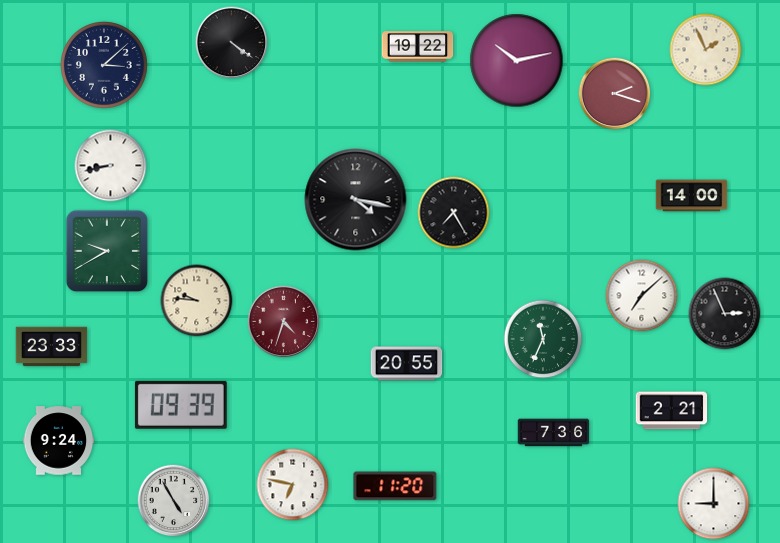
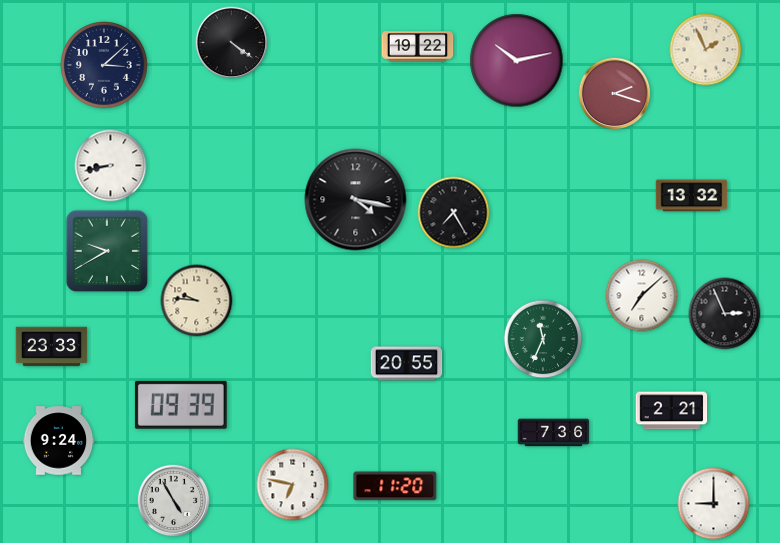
clock at (692, 196): 14:00 -> 13:32
clock at (284, 322): 4:33 -> none
